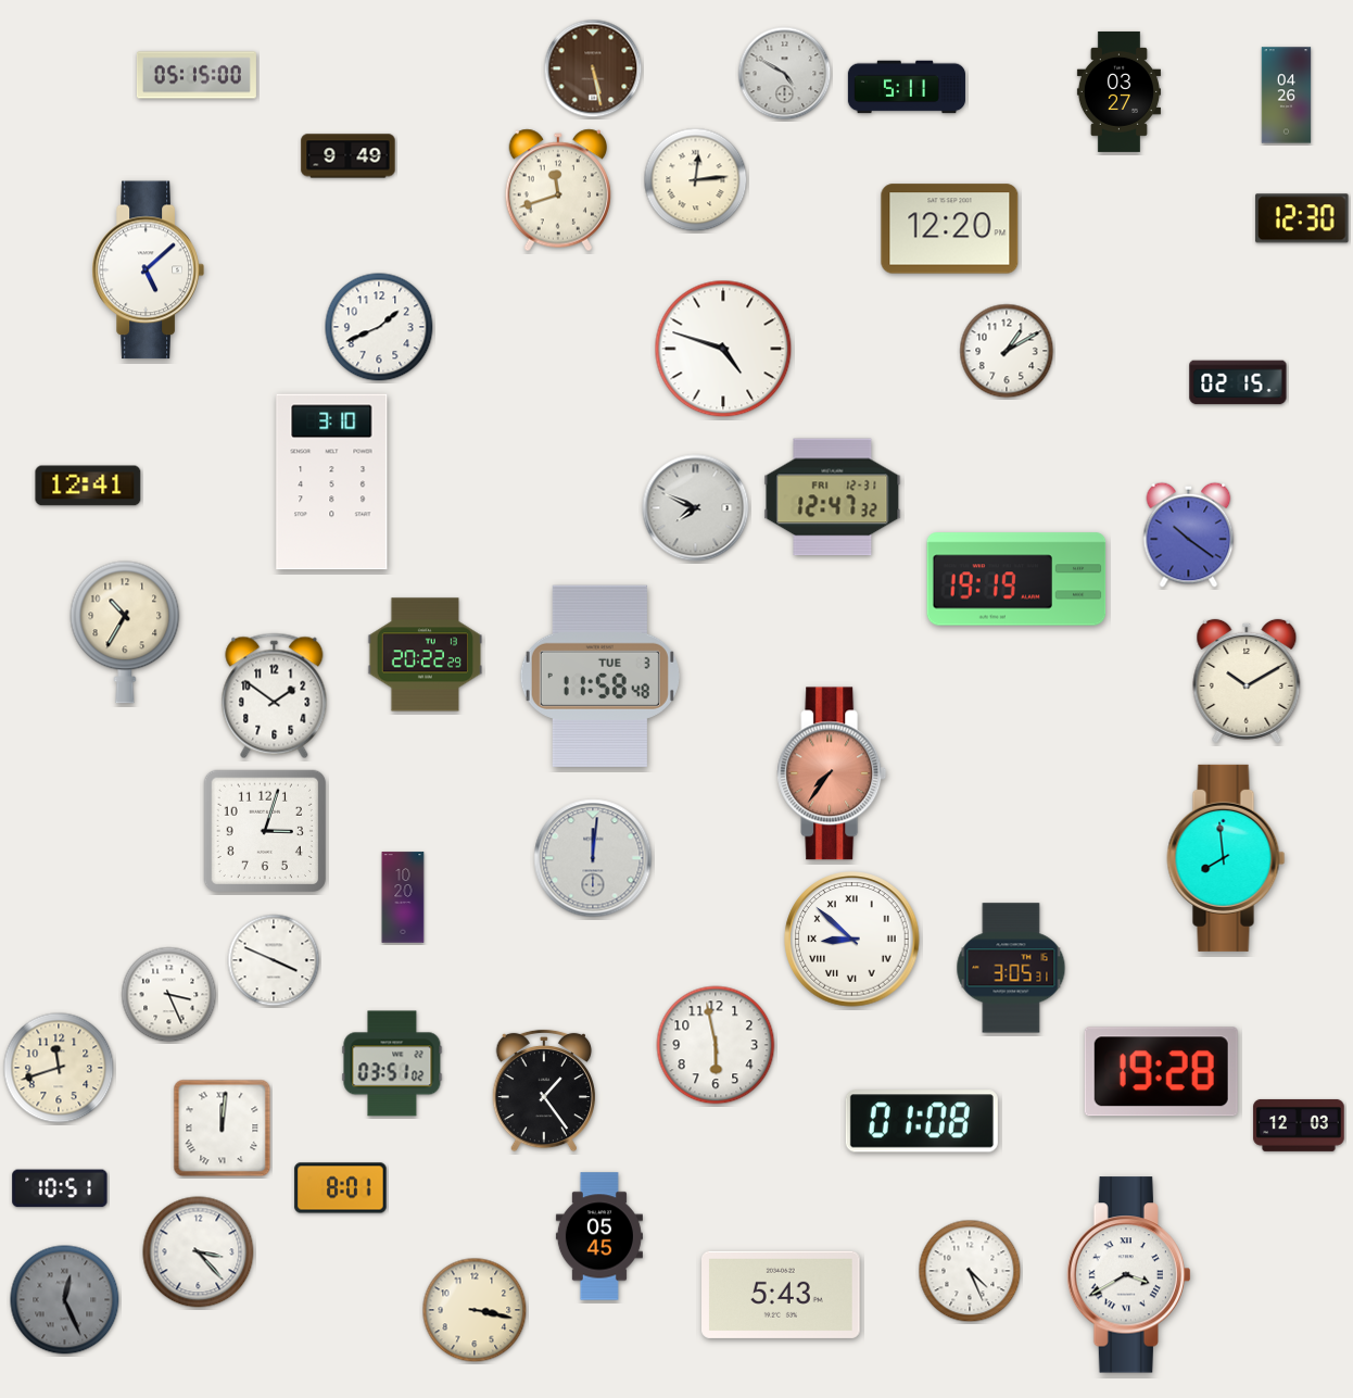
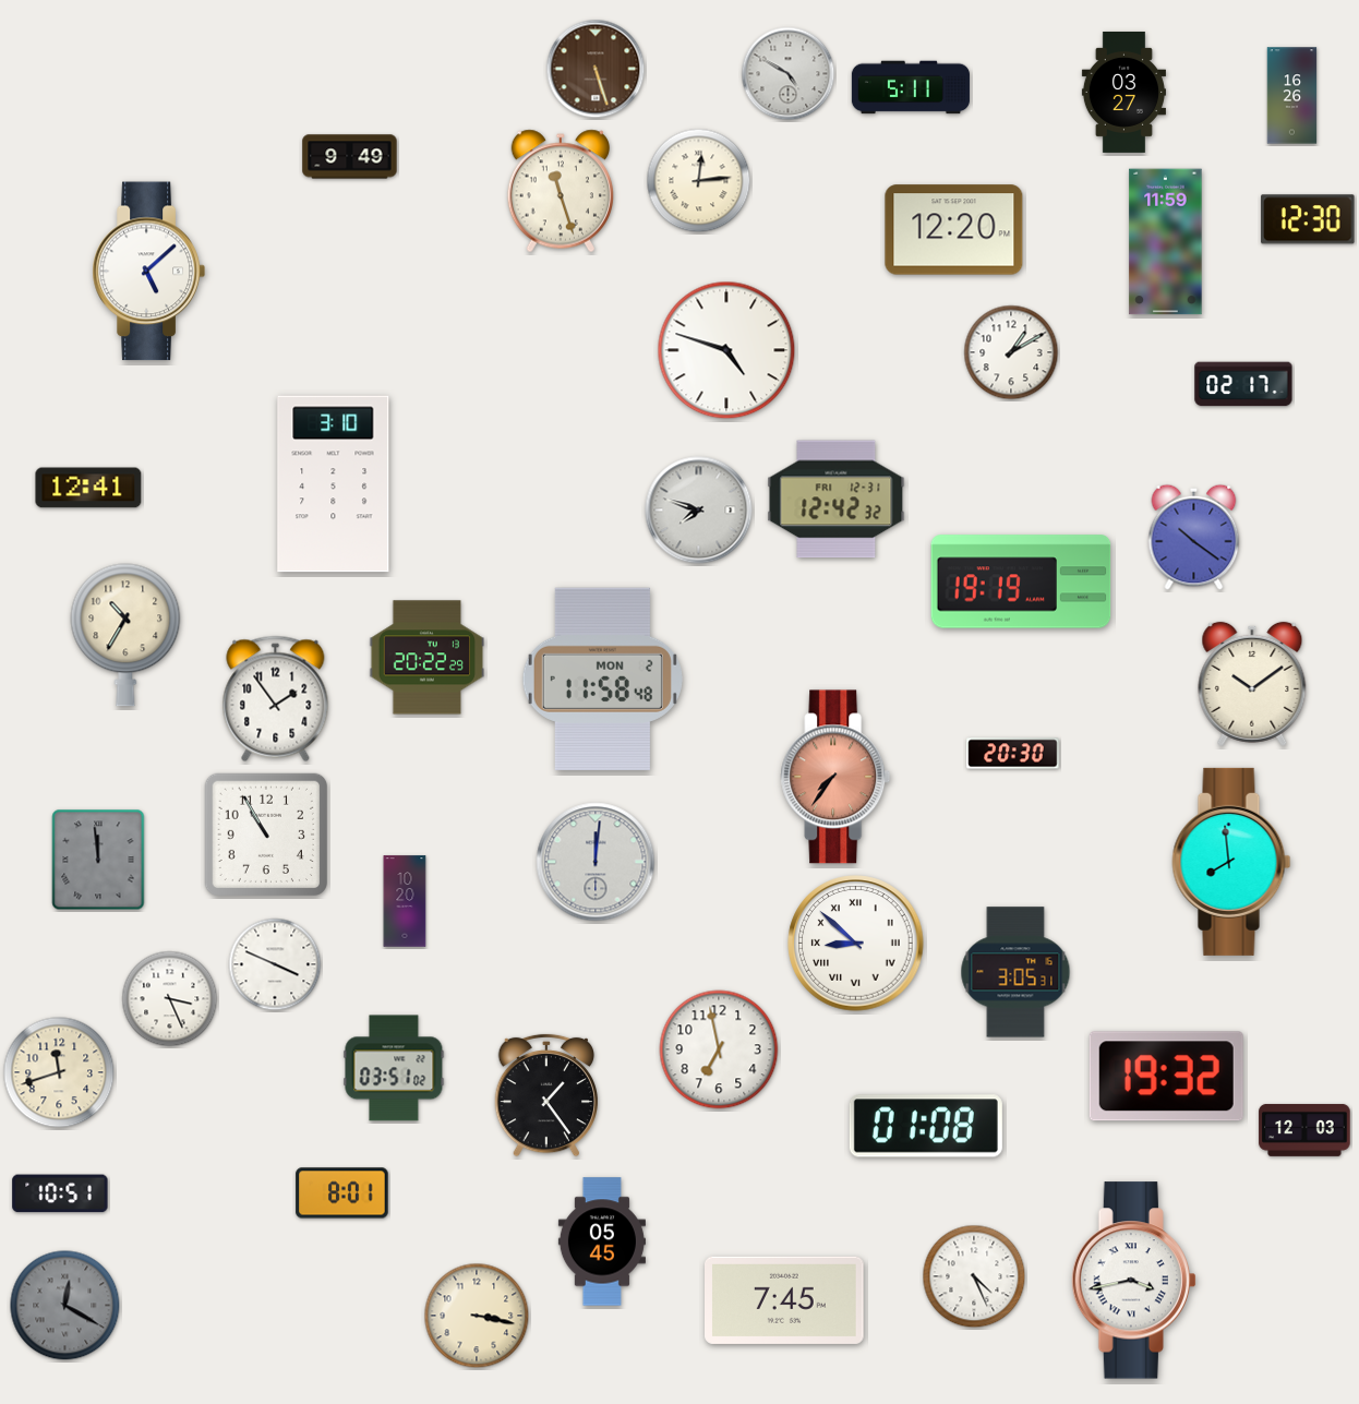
clock at (593, 68): 5:28 -> 5:27
clock at (197, 75): 05:15 -> none
clock at (1287, 96): 04:26 -> 16:26
clock at (557, 190): 11:42 -> 11:27
clock at (1166, 242): none -> 11:59
clock at (379, 327): 1:41 -> none
clock at (1238, 382): 02:15 -> 02:17
clock at (833, 498): 12:47 -> 12:42
clock at (696, 508): 7:49 -> 7:48
clock at (599, 676) date: TUE 3 -> MON 2
clock at (1247, 681): 10:10 -> 10:09
clock at (275, 696): 1:51 -> 1:54
clock at (1013, 754): none -> 20:30
clock at (264, 830): 3:03 -> 10:55
clock at (98, 860): none -> 11:59
clock at (716, 1045): 5:58 -> 6:58
clock at (1161, 1072): 19:28 -> 19:32
clock at (223, 1129): 12:01 -> none
clock at (199, 1252): 3:23 -> none
clock at (1128, 1275): 3:40 -> 3:43
clock at (782, 1295): 5:43 -> 7:45
clock at (65, 1300): 12:26 -> 12:20
